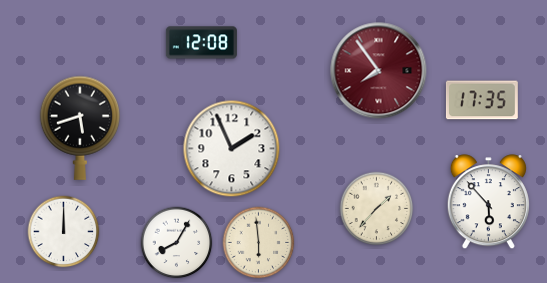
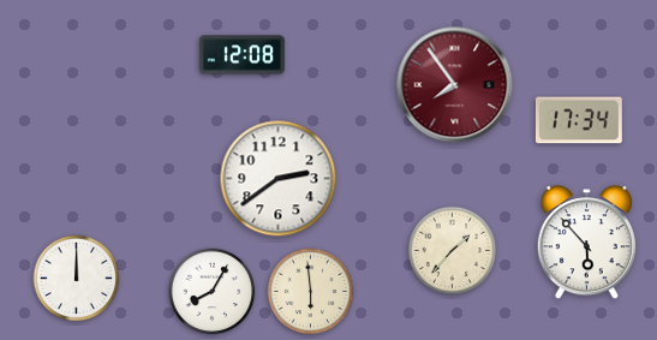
clock at (201, 43) position: (201, 43) -> (241, 55)
clock at (482, 100): 17:35 -> 17:34
clock at (79, 128): 5:42 -> none
clock at (232, 149): 1:56 -> 2:39
